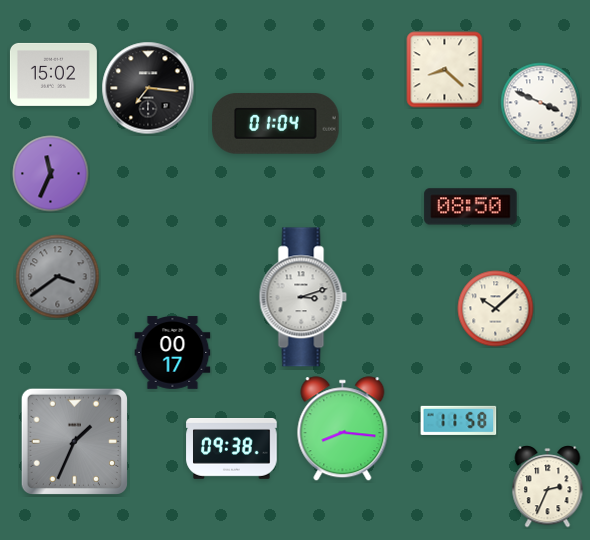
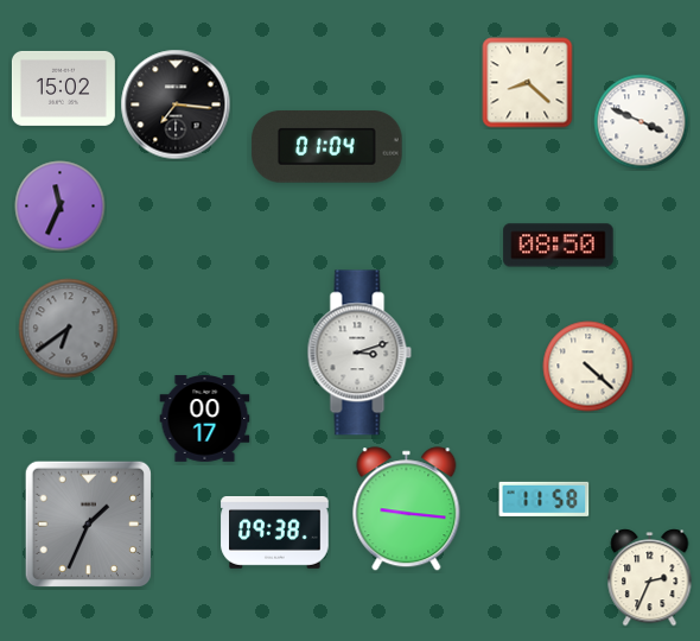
clock at (58, 277): 3:39 -> 6:39
clock at (496, 309): 10:08 -> 4:22
clock at (343, 429): 8:16 -> 9:16
